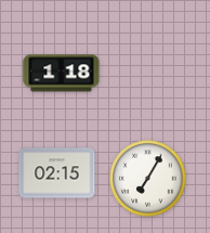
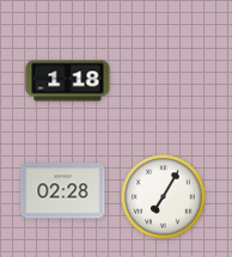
clock at (57, 173): 02:15 -> 02:28
